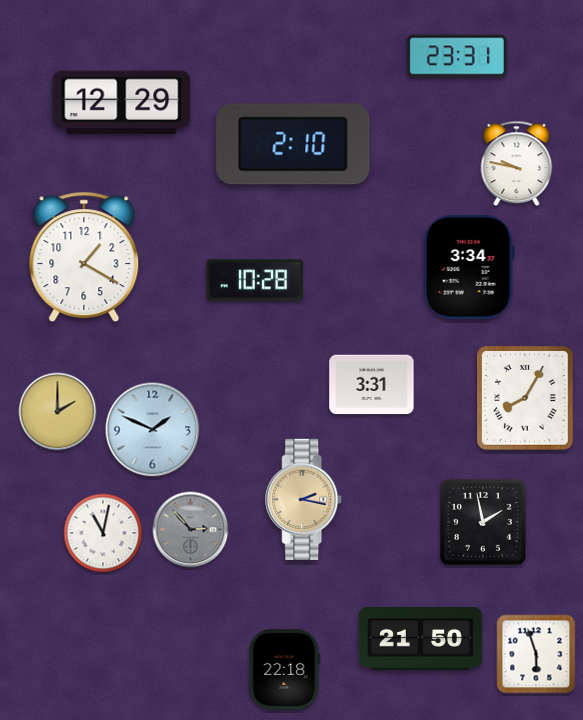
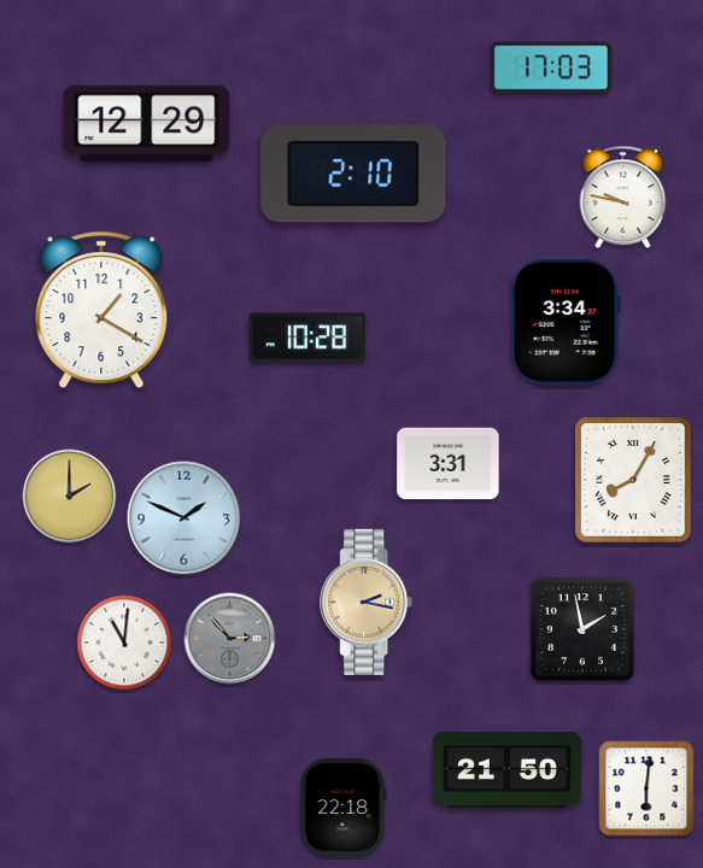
clock at (457, 56): 23:31 -> 17:03
clock at (103, 533): 11:02 -> 11:01
clock at (536, 654): 5:57 -> 6:01
